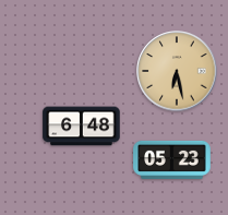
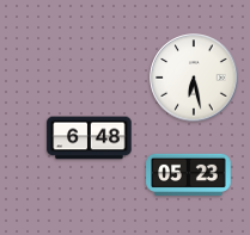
clock at (177, 71) dial: champagne -> white
